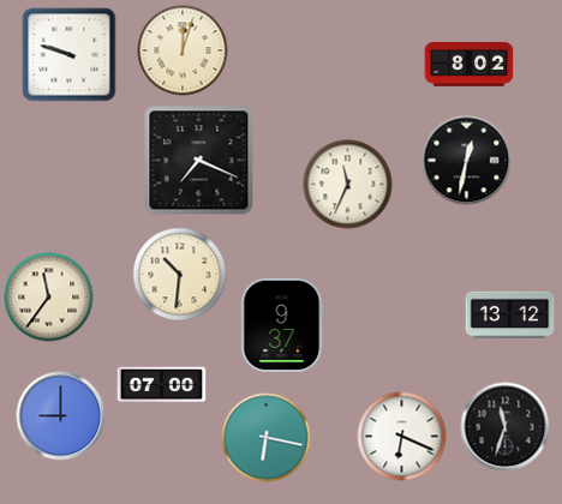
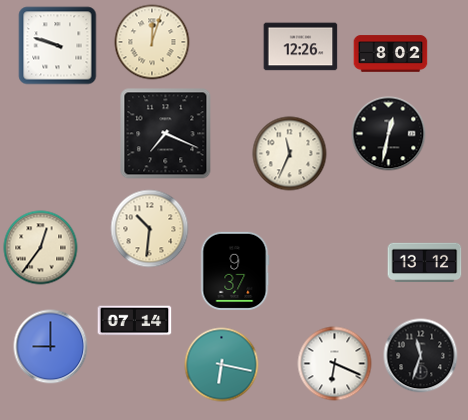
clock at (301, 47): none -> 12:26
clock at (49, 298): 11:36 -> 12:36
clock at (162, 385): 07:00 -> 07:14
